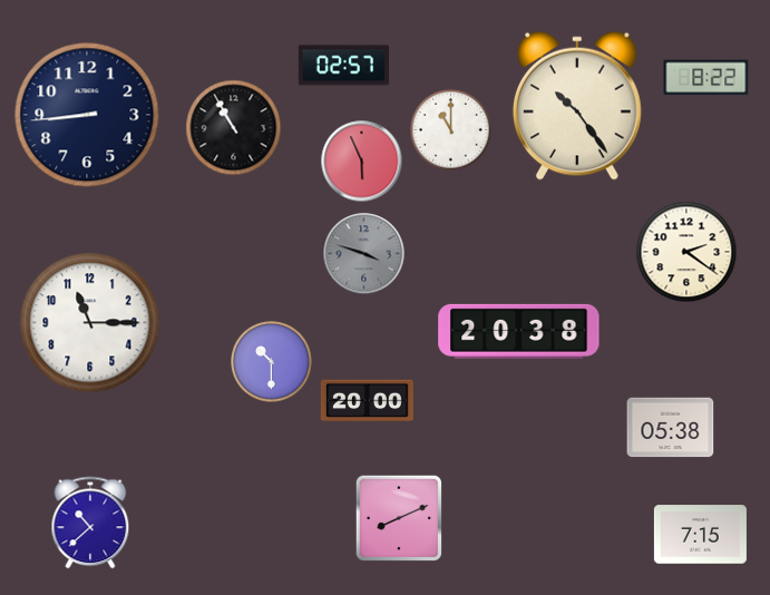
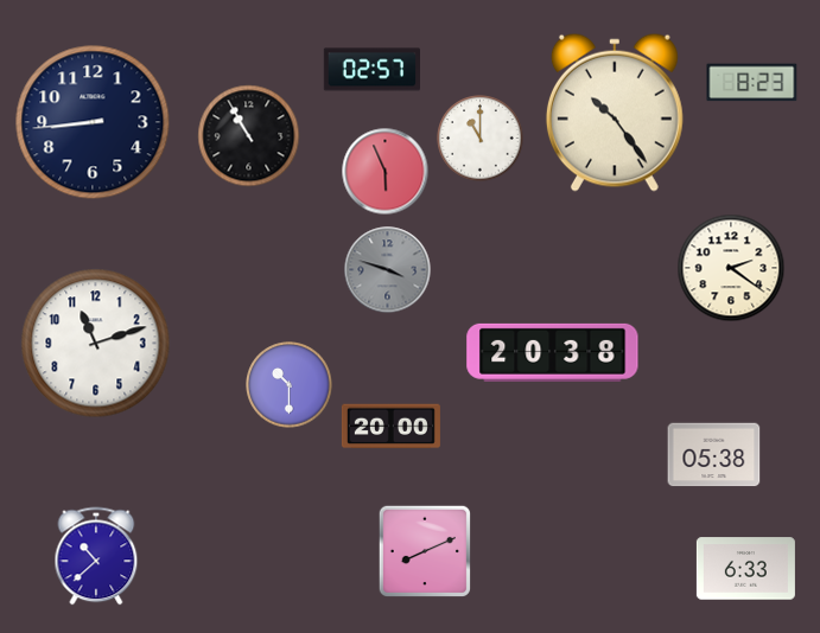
clock at (343, 66) position: (343, 66) -> (371, 70)
clock at (706, 78): 8:22 -> 8:23
clock at (90, 323): 11:15 -> 11:12
clock at (700, 535): 7:15 -> 6:33
